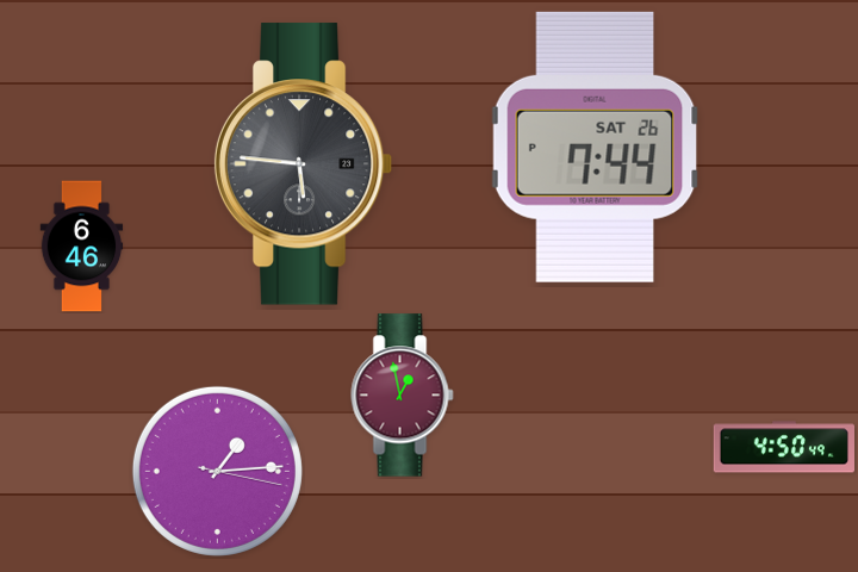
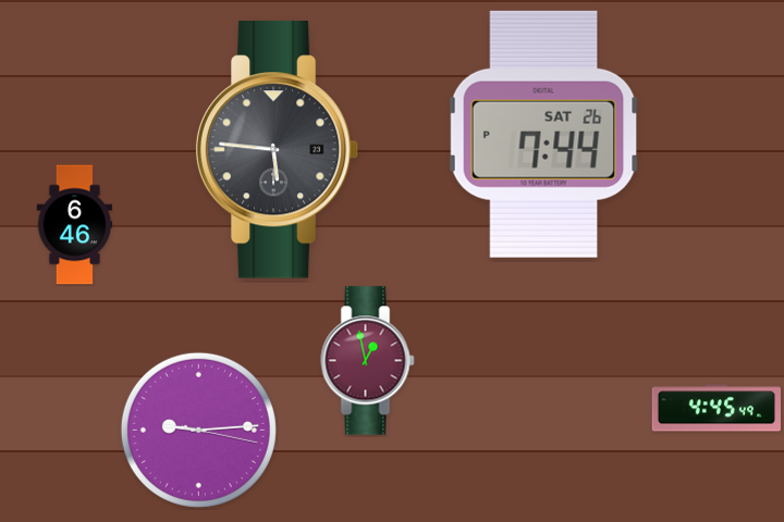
clock at (783, 447): 4:50 -> 4:45
clock at (217, 471): 1:14 -> 9:14
